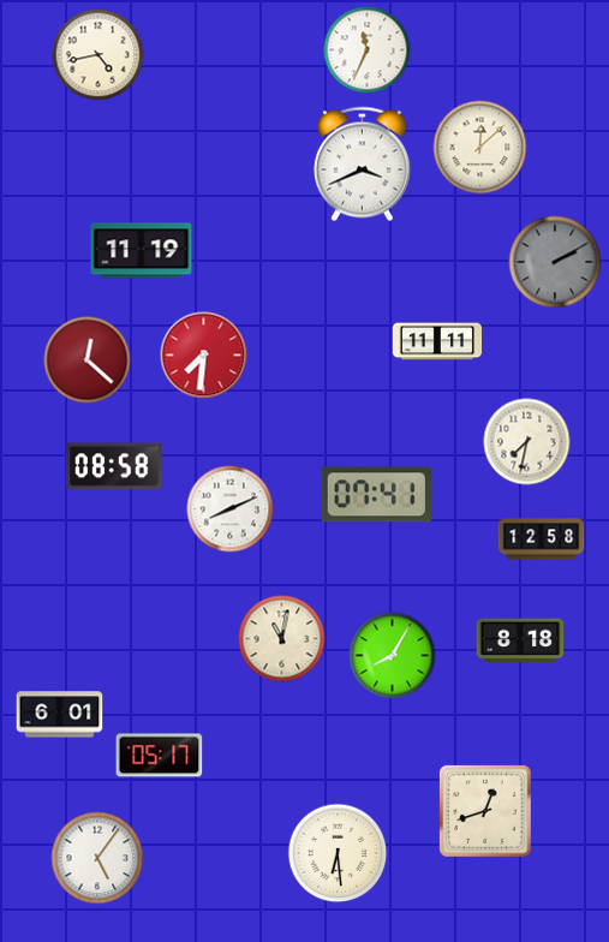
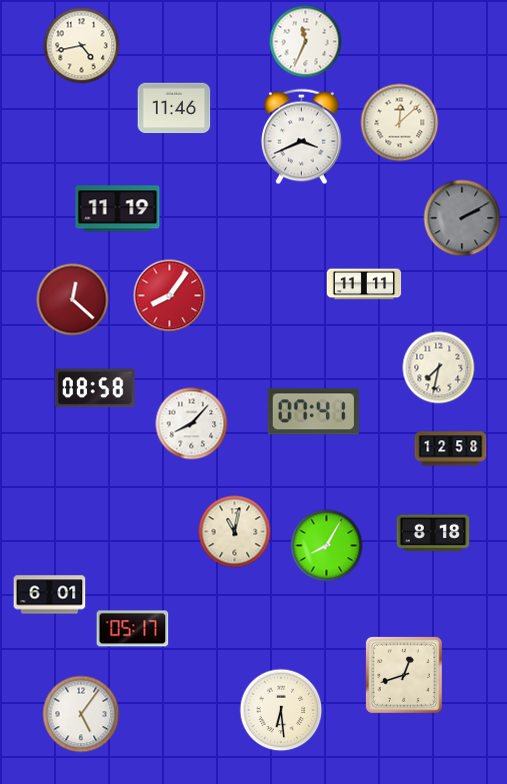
clock at (174, 108): none -> 11:46
clock at (204, 356): 7:31 -> 8:06
clock at (231, 509): 8:11 -> 8:07
